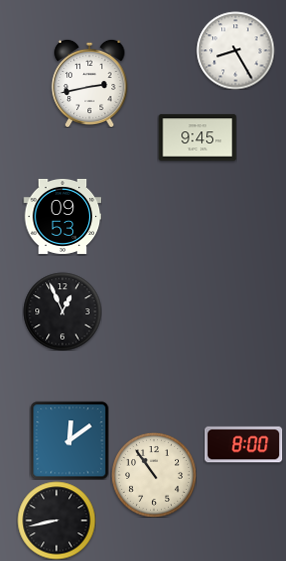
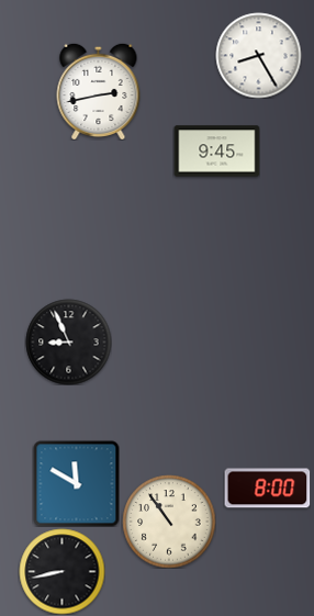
clock at (62, 216): 09:53 -> none
clock at (62, 311): 12:56 -> 8:56
clock at (69, 440): 12:09 -> 11:50
